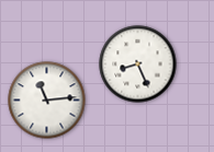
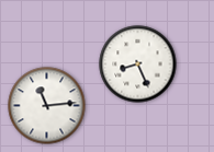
clock at (47, 101) position: (47, 101) -> (47, 106)
